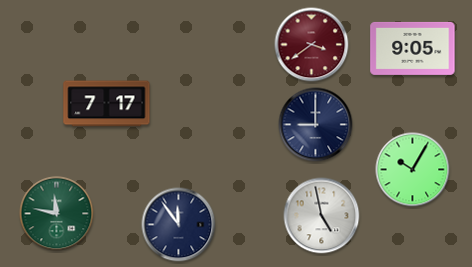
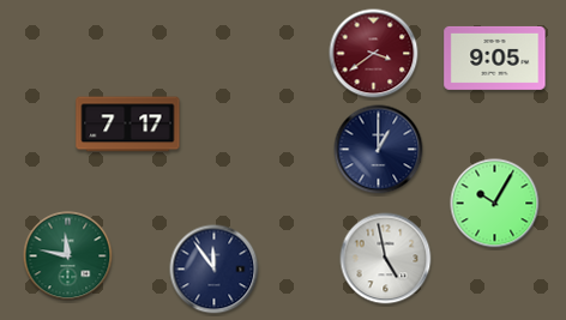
clock at (316, 125): 9:00 -> 1:00
